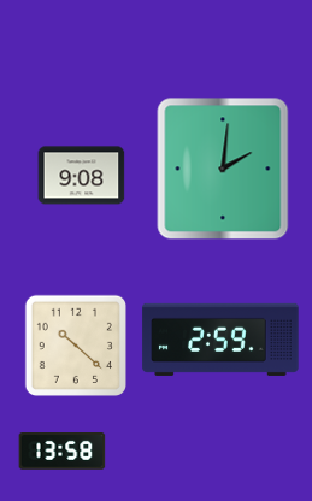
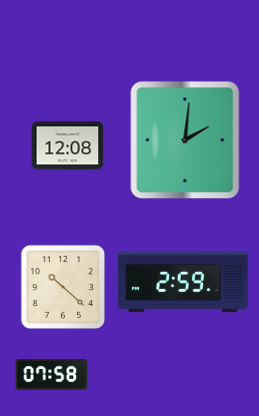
clock at (82, 176): 9:08 -> 12:08
clock at (63, 452): 13:58 -> 07:58
